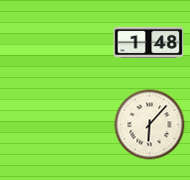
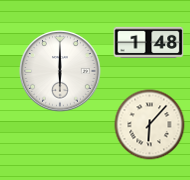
clock at (60, 71): none -> 6:00
